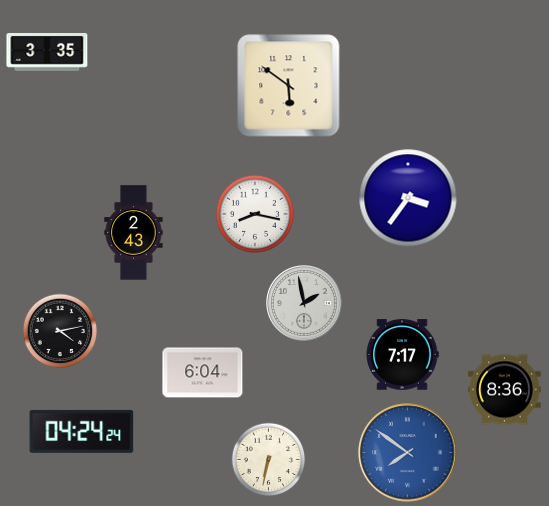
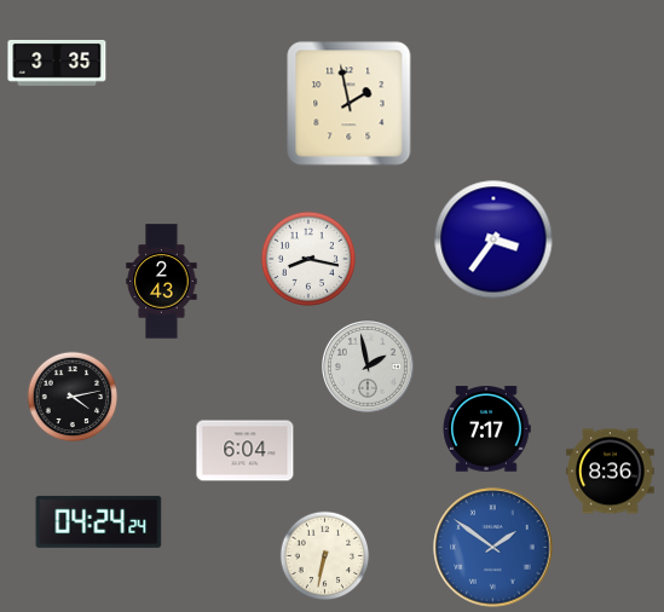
clock at (289, 86): 5:51 -> 1:58
clock at (60, 331) position: (60, 331) -> (73, 397)
clock at (408, 453): 7:51 -> 1:51
